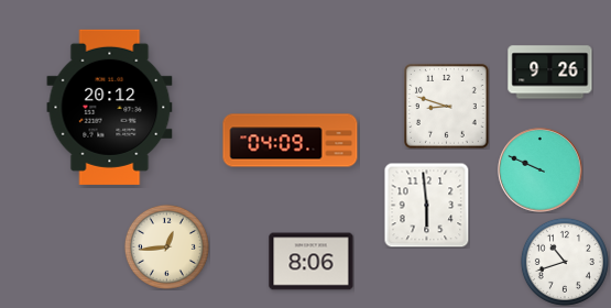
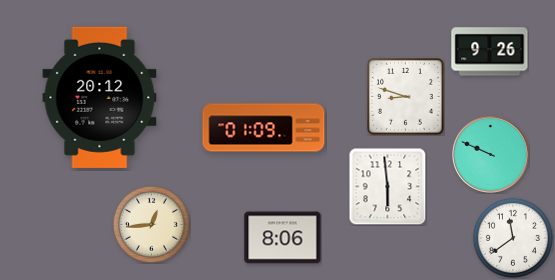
clock at (550, 73) position: (550, 73) -> (490, 52)
clock at (291, 141): 04:09 -> 01:09
clock at (565, 262): 10:42 -> 11:39
